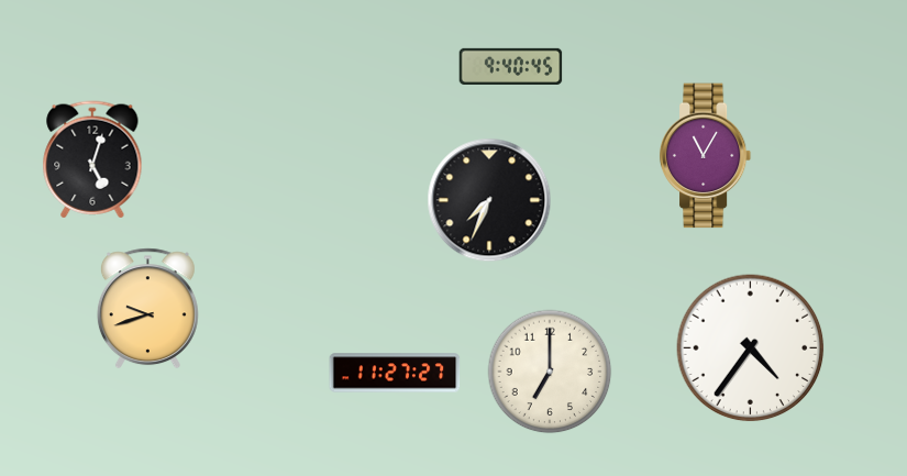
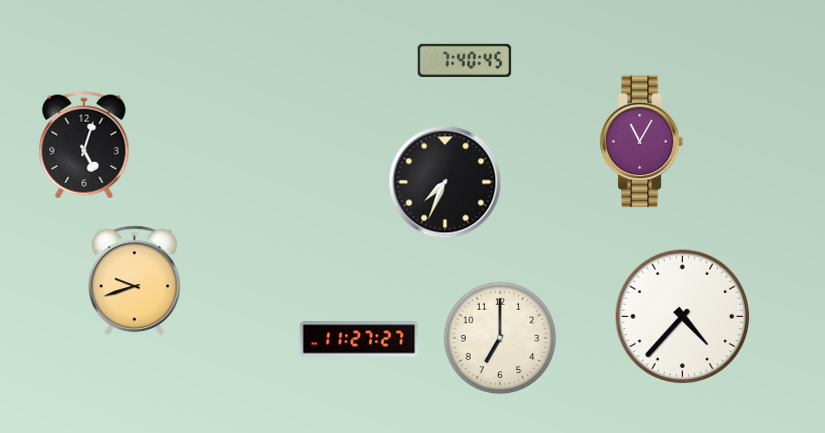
clock at (511, 66): 9:40 -> 7:40
clock at (751, 348): 4:36 -> 4:37
